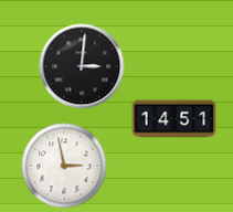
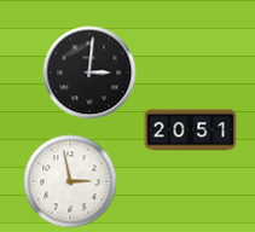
clock at (174, 119): 14:51 -> 20:51
